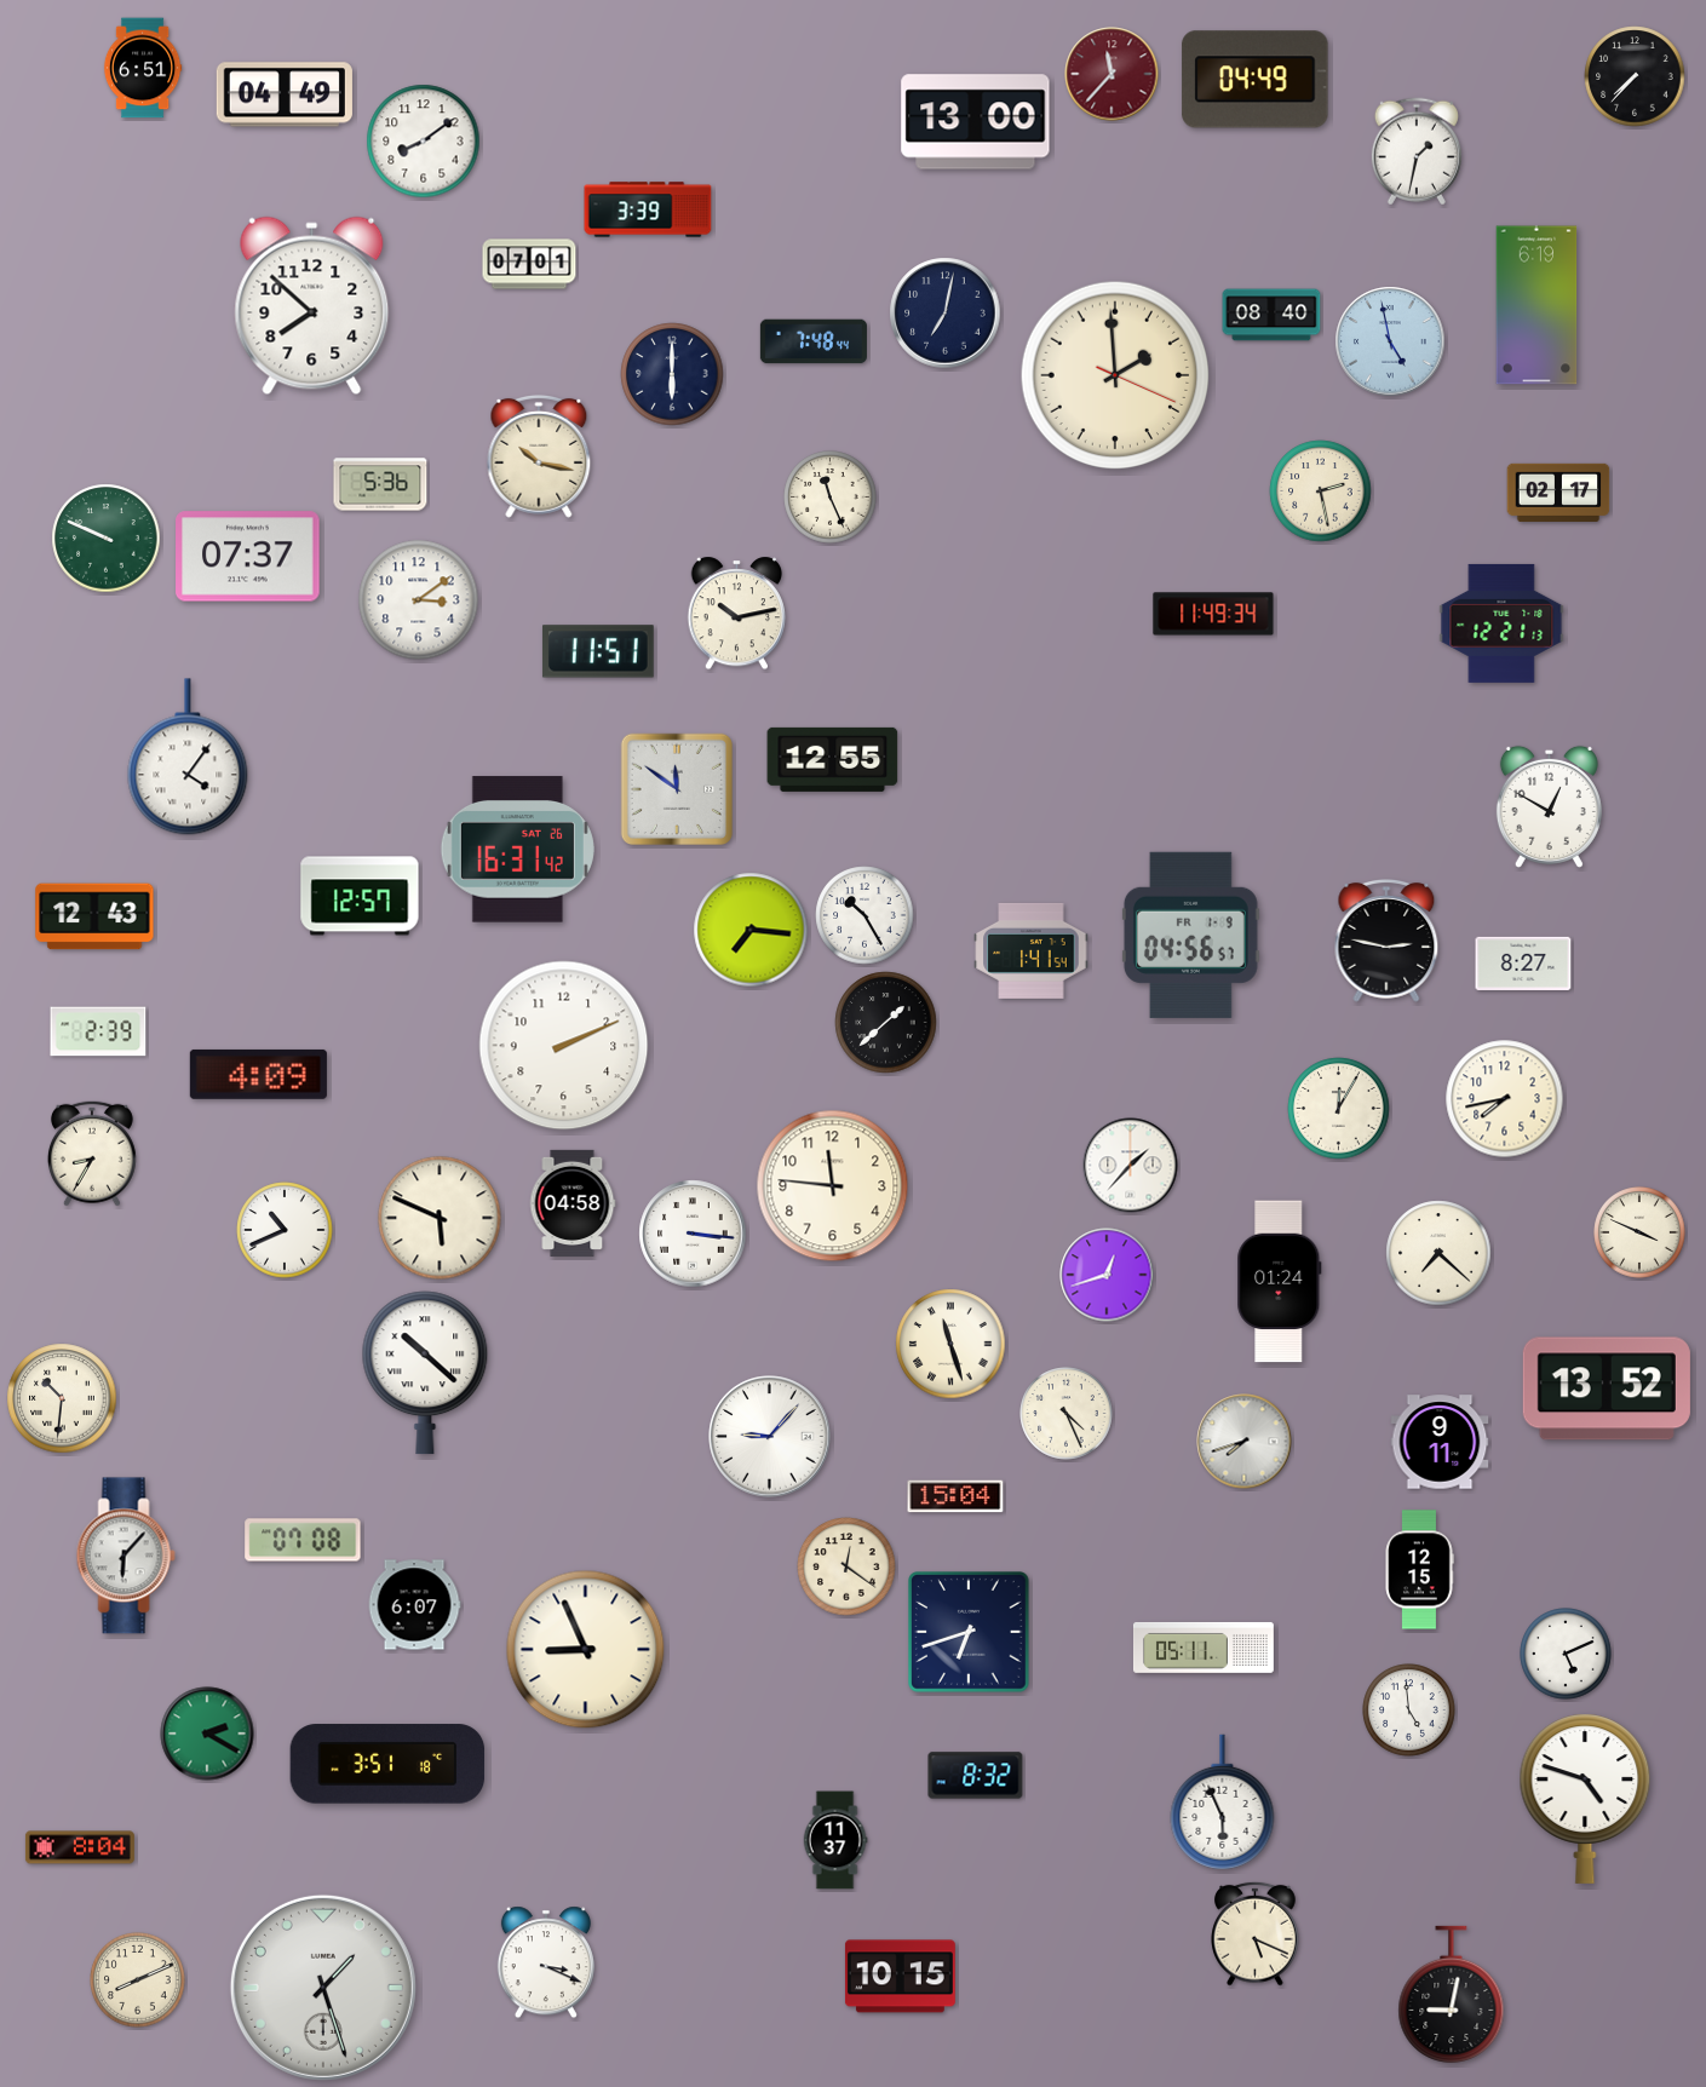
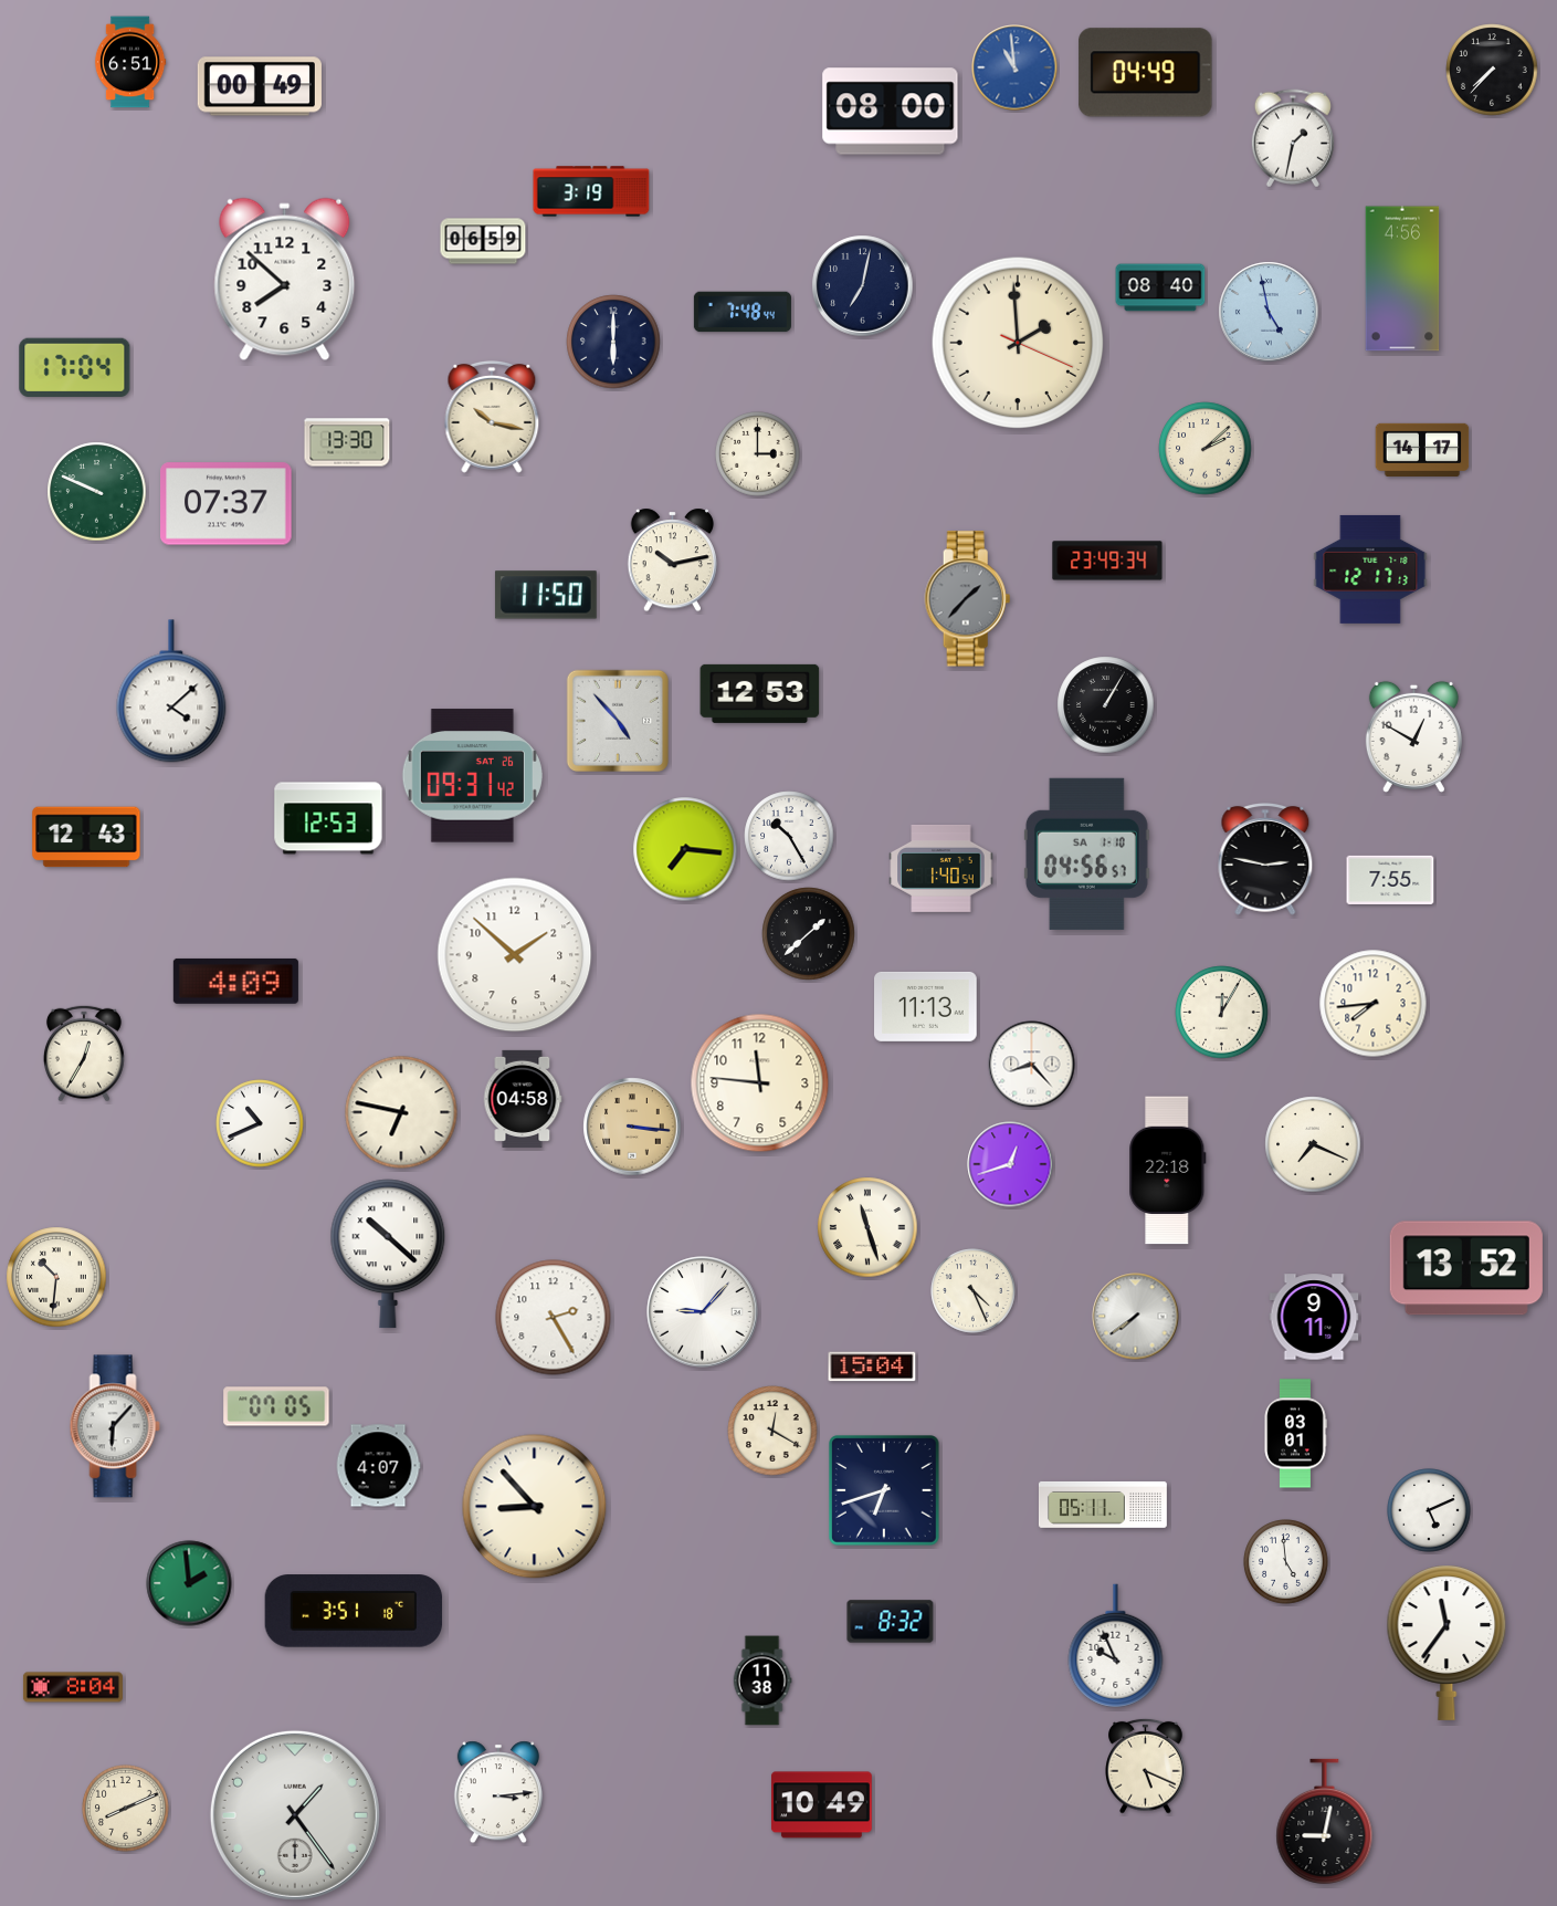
clock at (1112, 74): 11:37 -> 10:59
clock at (1112, 74) dial: burgundy -> blue
clock at (285, 94): 04:49 -> 00:49
clock at (976, 122): 13:00 -> 08:00
clock at (424, 142): 8:09 -> none
clock at (648, 209): 3:39 -> 3:19
clock at (529, 264): 07:01 -> 06:59
clock at (1536, 305): 6:19 -> 4:56
clock at (75, 367): none -> 17:04
clock at (380, 484): 5:36 -> 13:30
clock at (1321, 491): 2:28 -> 2:08
clock at (1558, 491): 02:17 -> 14:17
clock at (831, 498): 11:26 -> 3:00
clock at (248, 557) position: (248, 557) -> (227, 504)
clock at (419, 600): 3:09 -> none
clock at (1213, 614): 11:49 -> 23:49
clock at (1501, 623): 12:21 -> 12:17
clock at (598, 651): 11:51 -> 11:50
clock at (968, 599): none -> 1:37
clock at (188, 757): 4:06 -> 4:08
clock at (833, 759): 12:55 -> 12:53
clock at (1106, 705): none -> 1:05
clock at (676, 788): 11:51 -> 4:53
clock at (517, 850): 16:31 -> 09:31
clock at (360, 896): 12:57 -> 12:53
clock at (1190, 935) date: FR 1-9 -> SA 1-10
clock at (1032, 950): 1:41 -> 1:40
clock at (1523, 964): 8:27 -> 7:55
clock at (98, 1031): 2:39 -> none
clock at (564, 1046): 2:11 -> 1:52
clock at (1505, 1099): 7:43 -> 7:44
clock at (926, 1006): none -> 11:13
clock at (92, 1154): 8:35 -> 12:35
clock at (1131, 1166): 1:37 -> 8:23
clock at (440, 1218): 5:49 -> 6:47
clock at (1639, 1232): 3:49 -> none
clock at (693, 1234) dial: white -> champagne
clock at (1438, 1253): 7:22 -> 7:19
clock at (1280, 1282): 01:24 -> 22:18
clock at (1245, 1442): 7:42 -> 7:39
clock at (554, 1318): none -> 2:25
clock at (303, 1540): 07:08 -> 07:05
clock at (126, 1556) position: (126, 1556) -> (115, 1426)
clock at (846, 1566): 12:21 -> 12:20
clock at (1419, 1570): 12:15 -> 03:01
clock at (414, 1605): 6:07 -> 4:07
clock at (1204, 1648) position: (1204, 1648) -> (1103, 1505)
clock at (586, 1650): 8:56 -> 8:53
clock at (207, 1734): 2:20 -> 1:59
clock at (1585, 1799): 4:48 -> 11:36
clock at (1223, 1803): 5:56 -> 9:56
clock at (835, 1840): 11:37 -> 11:38
clock at (546, 1962): 3:19 -> 3:14
clock at (900, 1977): 10:15 -> 10:49
clock at (323, 1988): 1:27 -> 1:24
